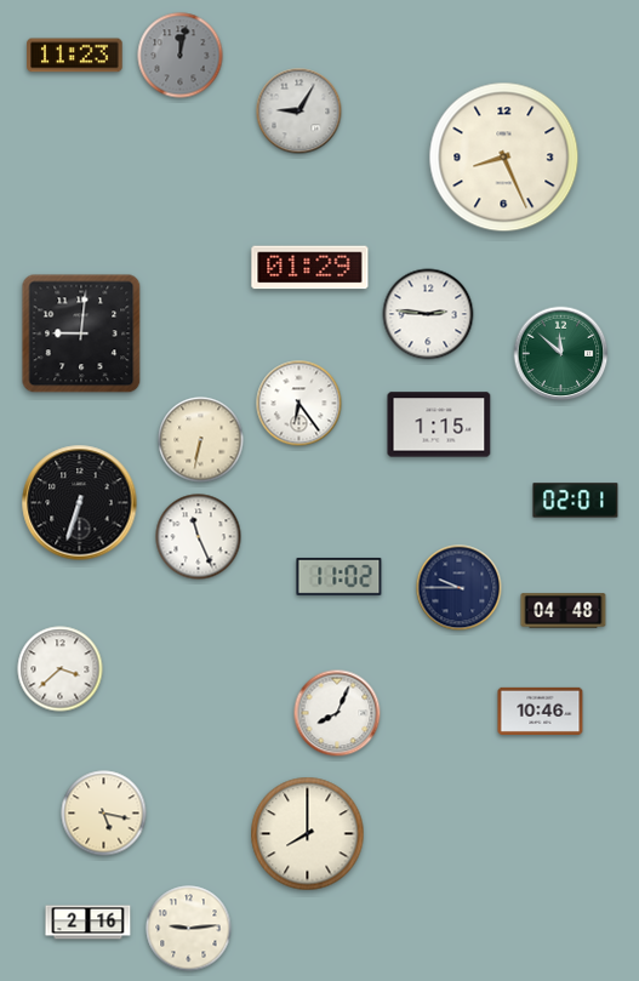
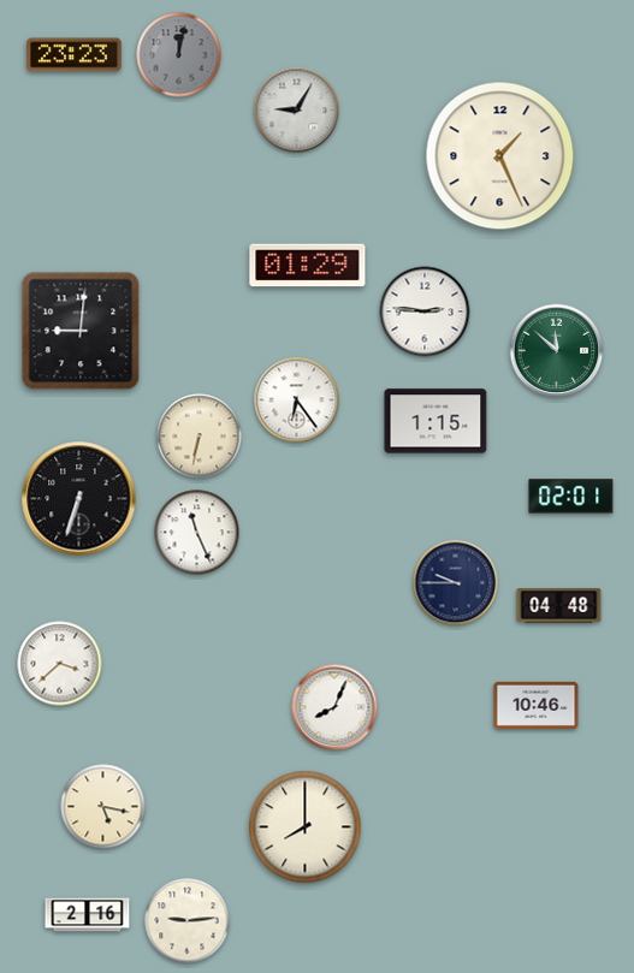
clock at (75, 56): 11:23 -> 23:23
clock at (504, 158): 8:26 -> 1:26
clock at (340, 576): 11:02 -> none
